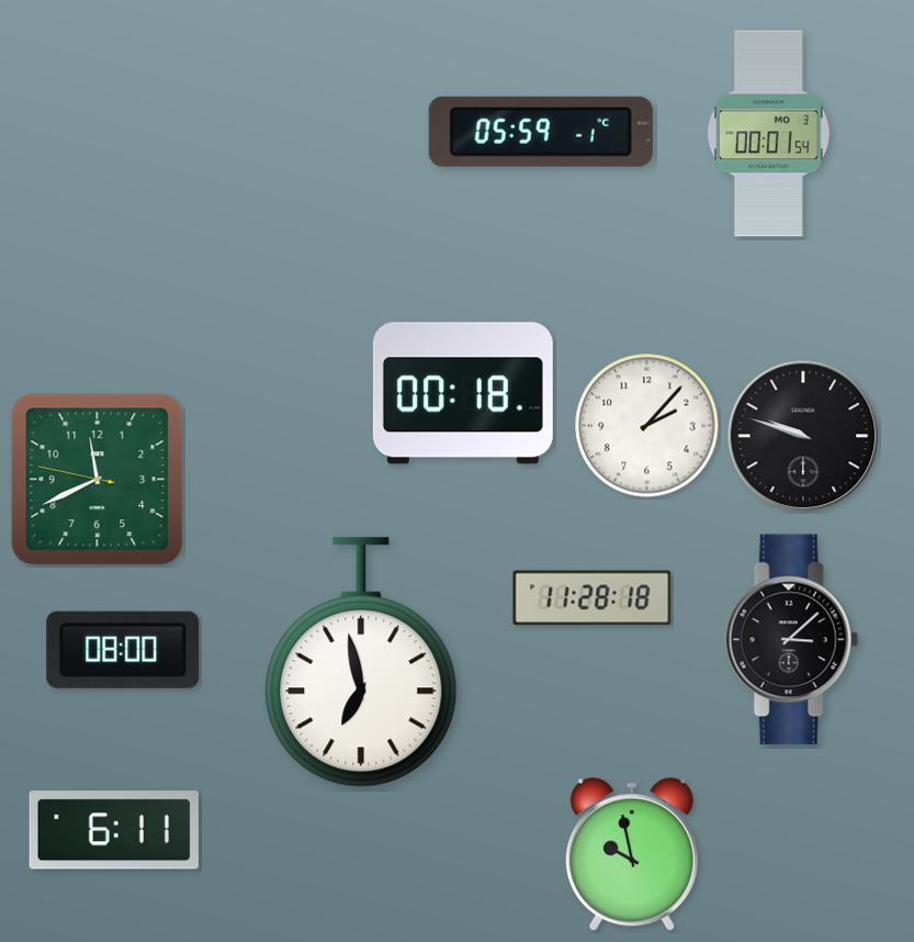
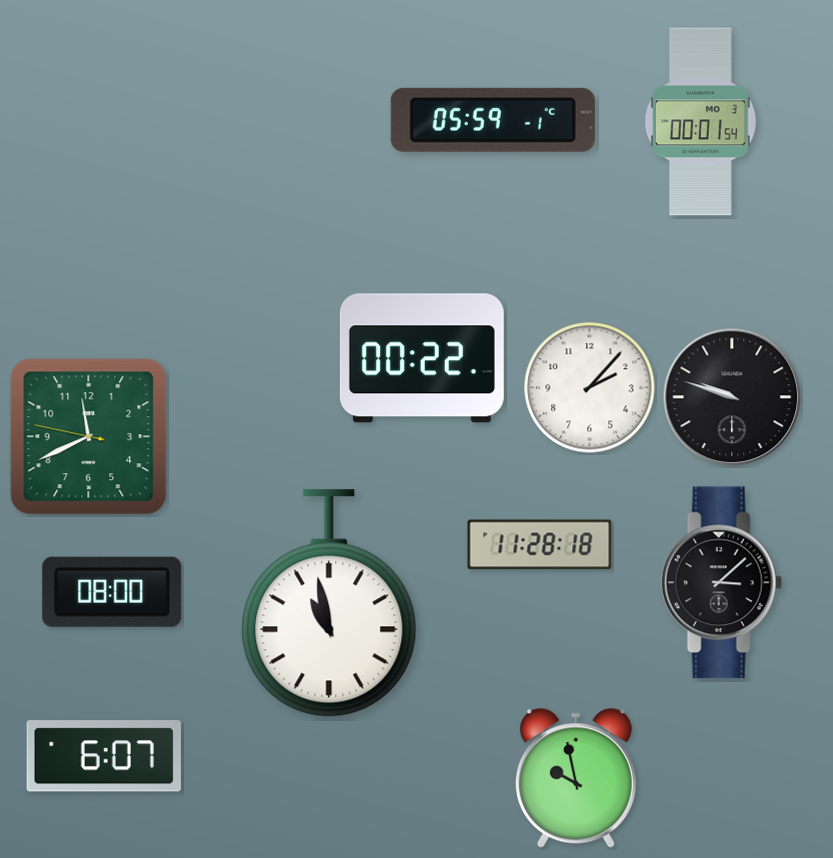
clock at (463, 393): 00:18 -> 00:22
clock at (361, 662): 6:58 -> 10:58
clock at (114, 830): 6:11 -> 6:07
